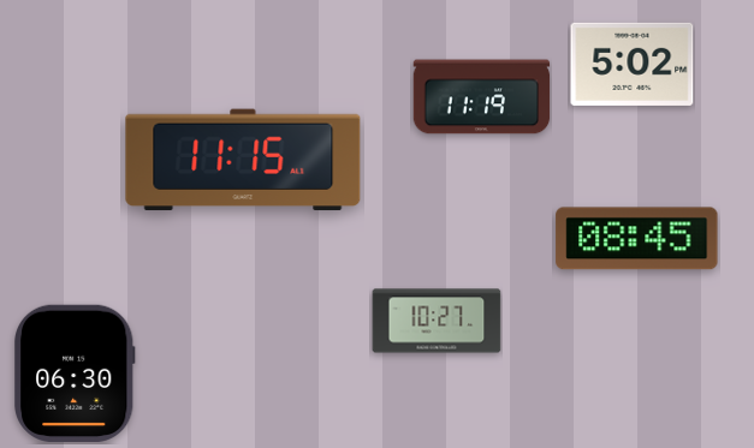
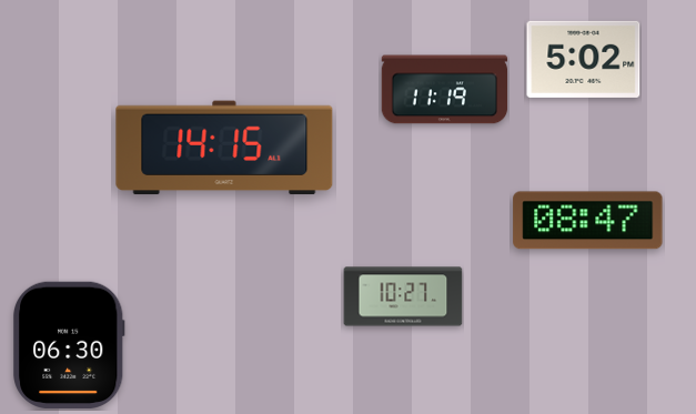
clock at (243, 160): 11:15 -> 14:15
clock at (637, 239): 08:45 -> 08:47
